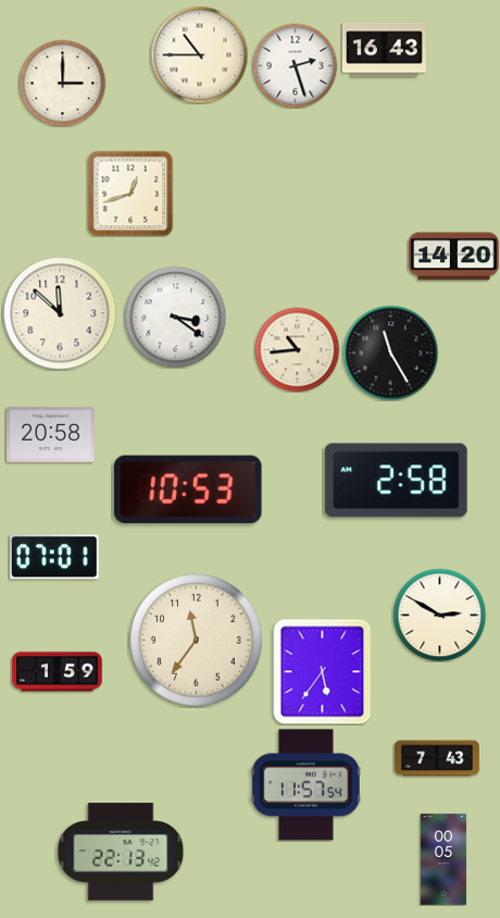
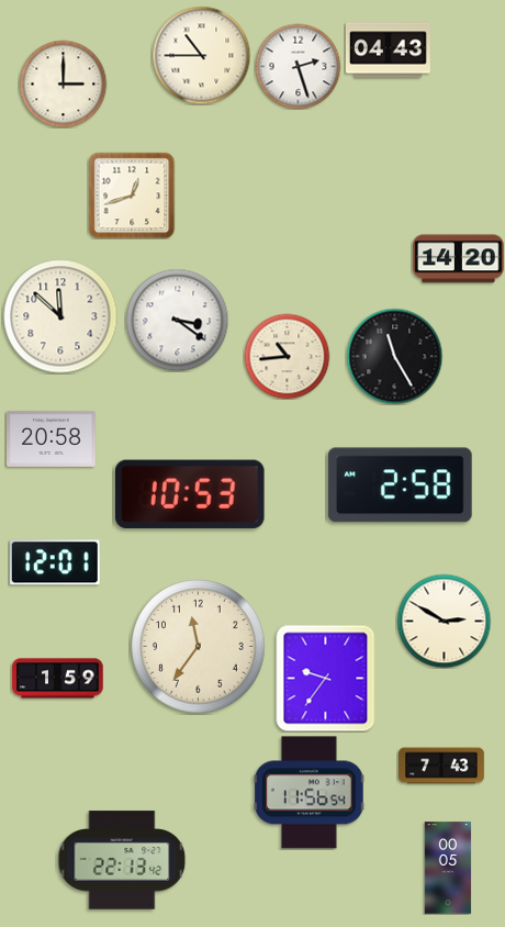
clock at (384, 50): 16:43 -> 04:43
clock at (297, 349) position: (297, 349) -> (287, 356)
clock at (54, 557): 07:01 -> 12:01
clock at (323, 671): 5:36 -> 9:36
clock at (307, 785): 11:57 -> 11:56
